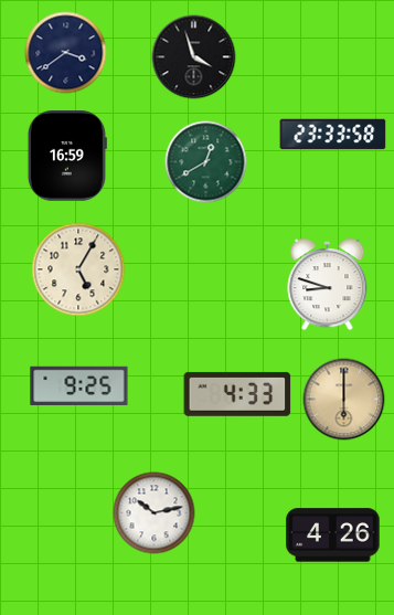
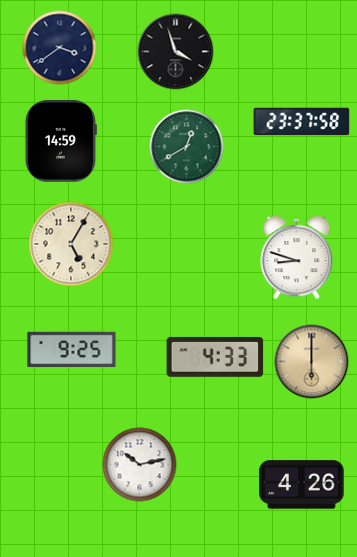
clock at (333, 135): 23:33 -> 23:37
clock at (67, 157): 16:59 -> 14:59
